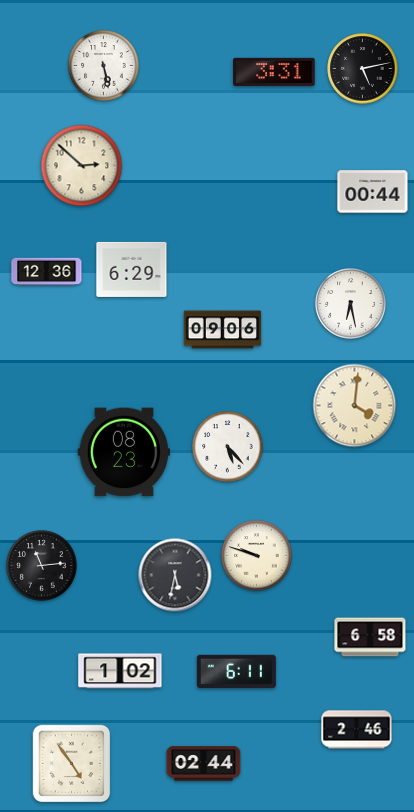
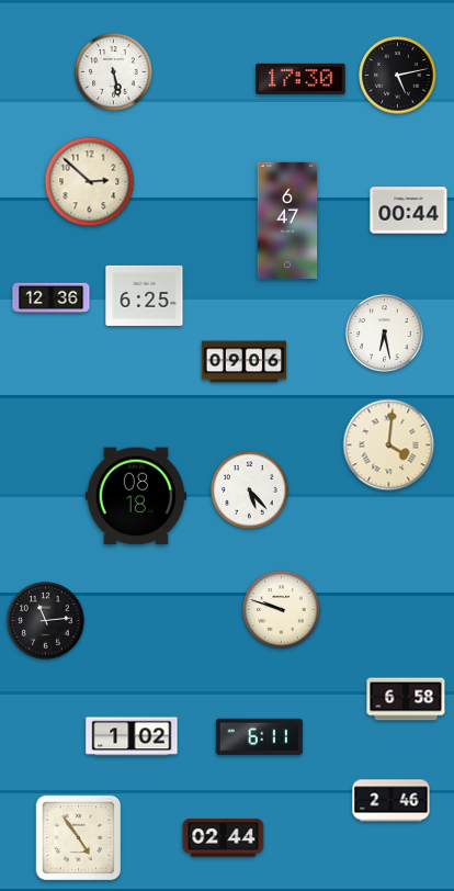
clock at (274, 72): 3:31 -> 17:30
clock at (287, 221): none -> 6:47
clock at (132, 269): 6:29 -> 6:25
clock at (124, 452): 08:23 -> 08:18
clock at (175, 575): 5:32 -> none
